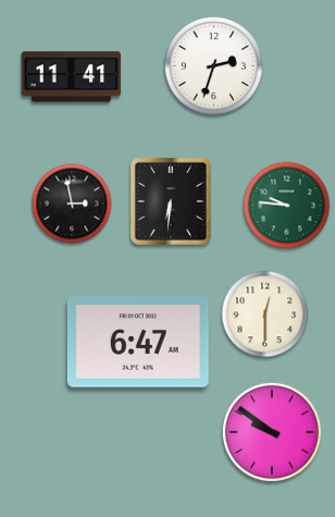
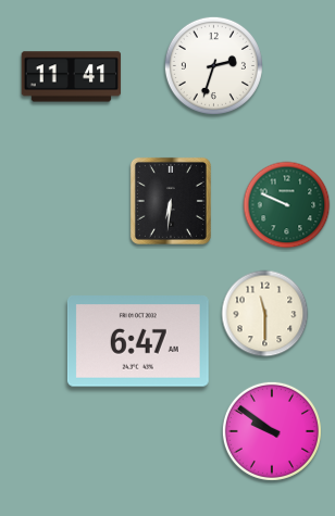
clock at (72, 204): 2:58 -> none
clock at (287, 206): 9:46 -> 9:49
clock at (265, 315): 12:30 -> 11:30
